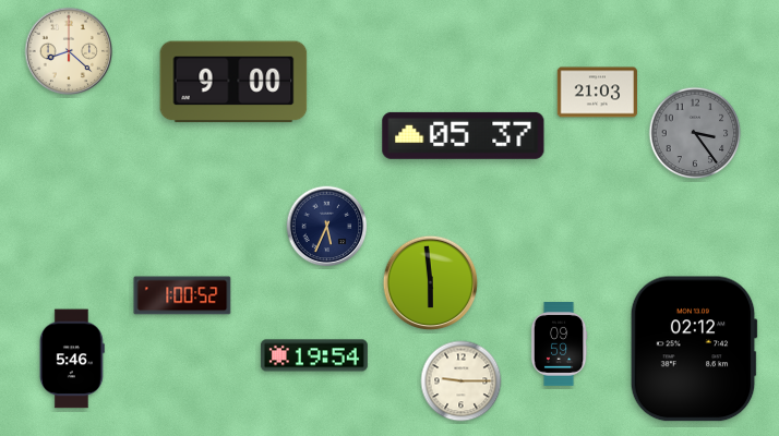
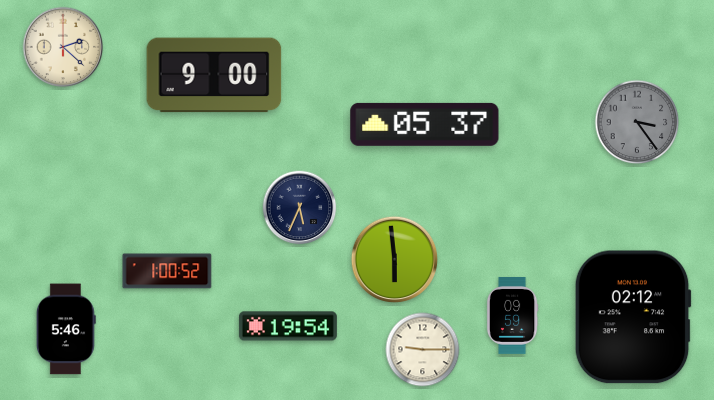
clock at (69, 51): 8:22 -> 2:22
clock at (597, 93): 21:03 -> none
clock at (694, 349) position: (694, 349) -> (633, 317)
